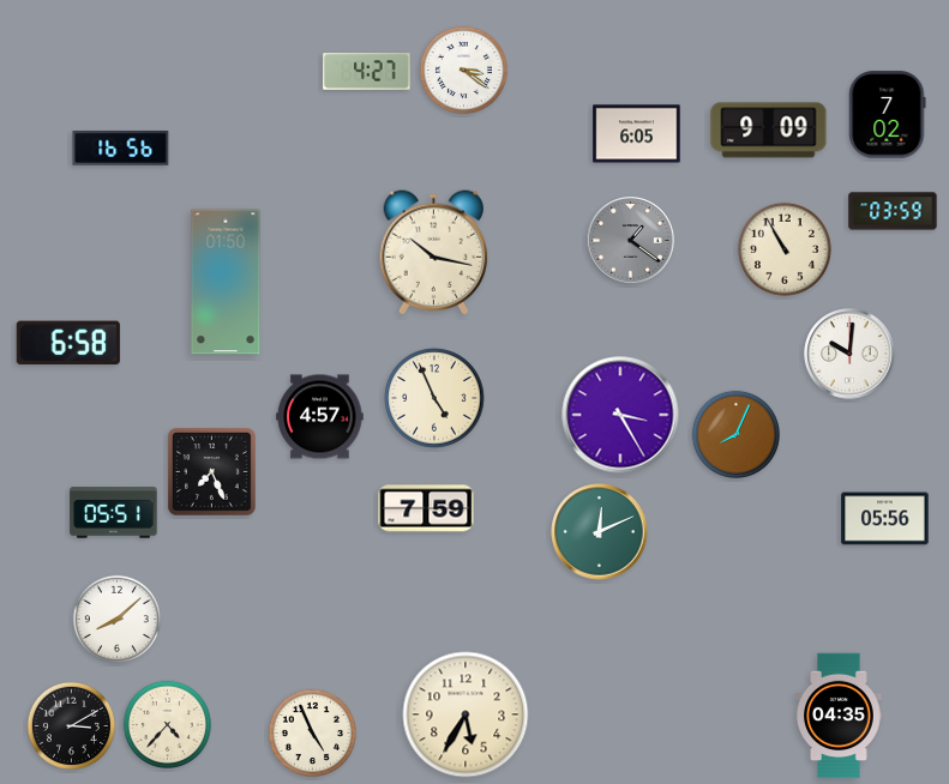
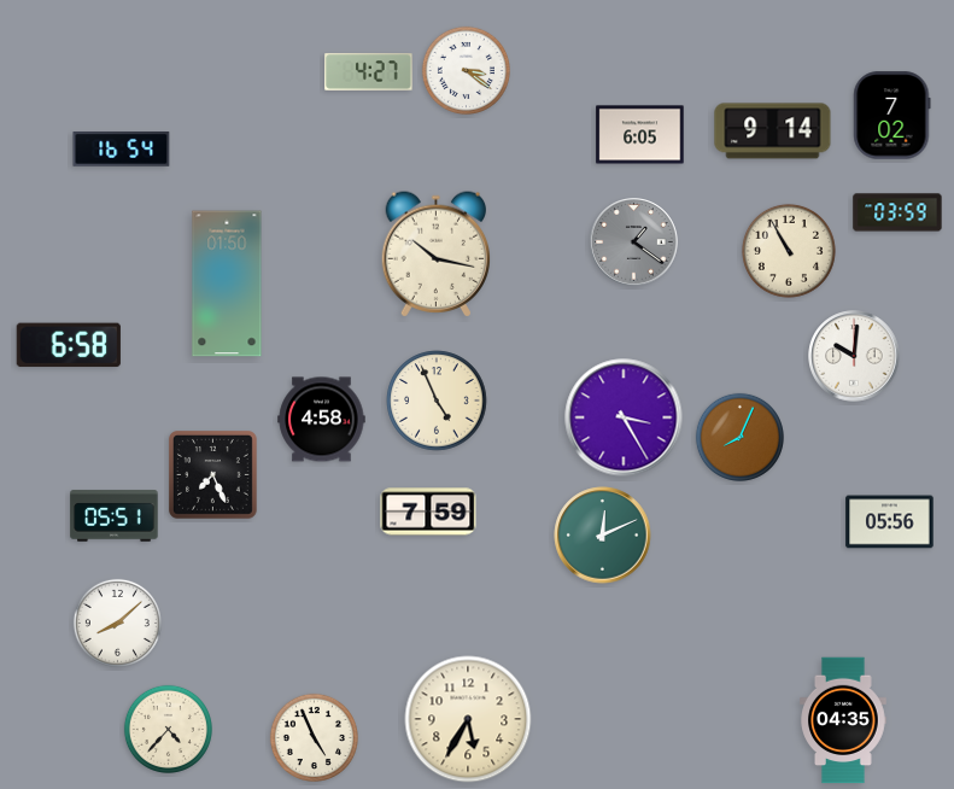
clock at (769, 131): 9:09 -> 9:14
clock at (121, 149): 16:56 -> 16:54
clock at (320, 417): 4:57 -> 4:58
clock at (71, 725): 3:10 -> none
